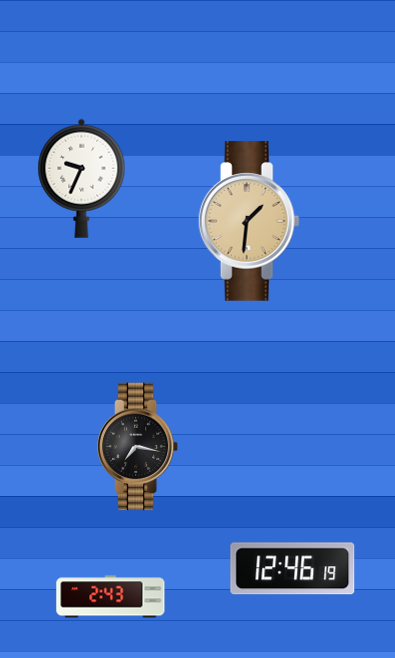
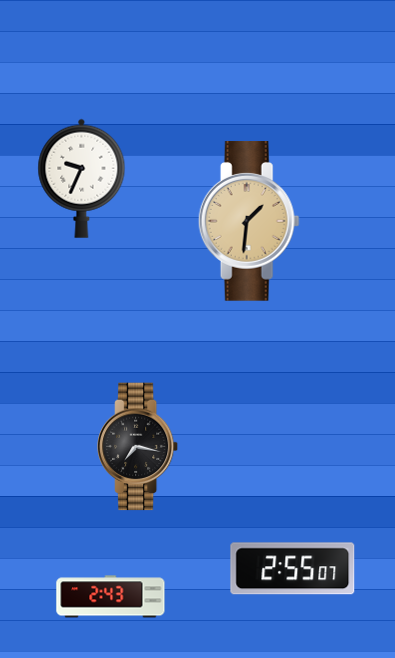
clock at (293, 569): 12:46 -> 2:55
